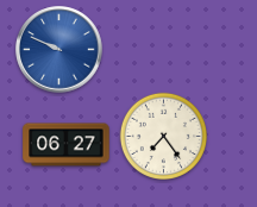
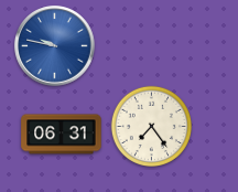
clock at (59, 50): 9:49 -> 9:47
clock at (67, 145): 06:27 -> 06:31
